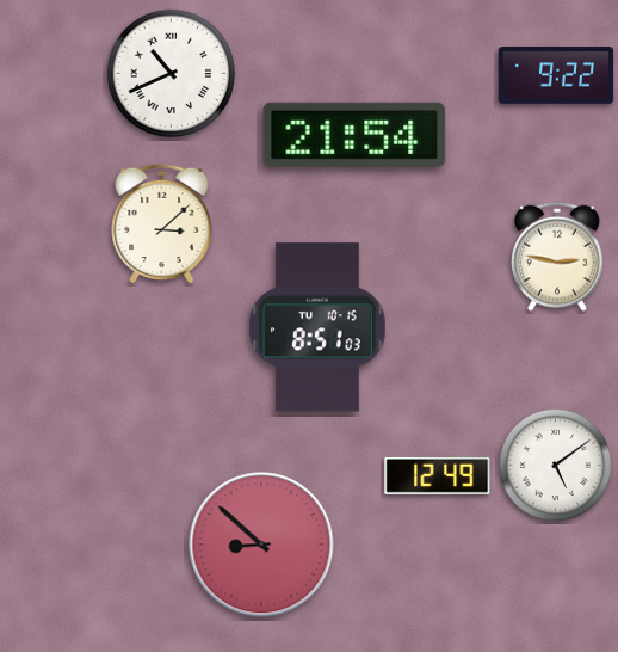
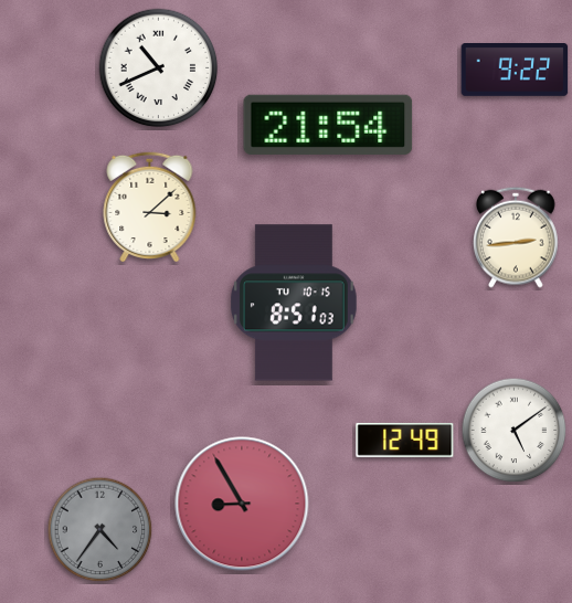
clock at (558, 257): 2:47 -> 2:44
clock at (261, 545): 8:52 -> 8:55
clock at (100, 530): none -> 4:36
